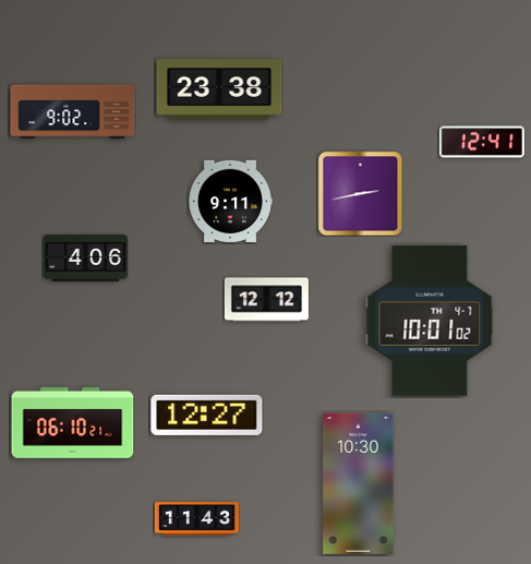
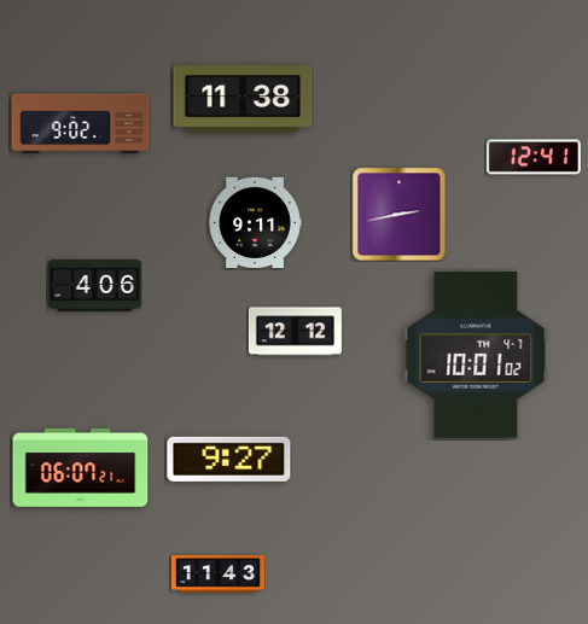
clock at (219, 89): 23:38 -> 11:38
clock at (207, 415): 12:27 -> 9:27
clock at (73, 422): 06:10 -> 06:07
clock at (359, 483): 10:30 -> none
